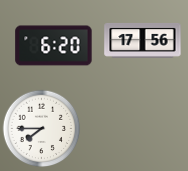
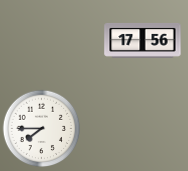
clock at (54, 46): 6:20 -> none
